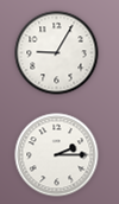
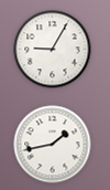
clock at (57, 155): 2:15 -> 1:43
